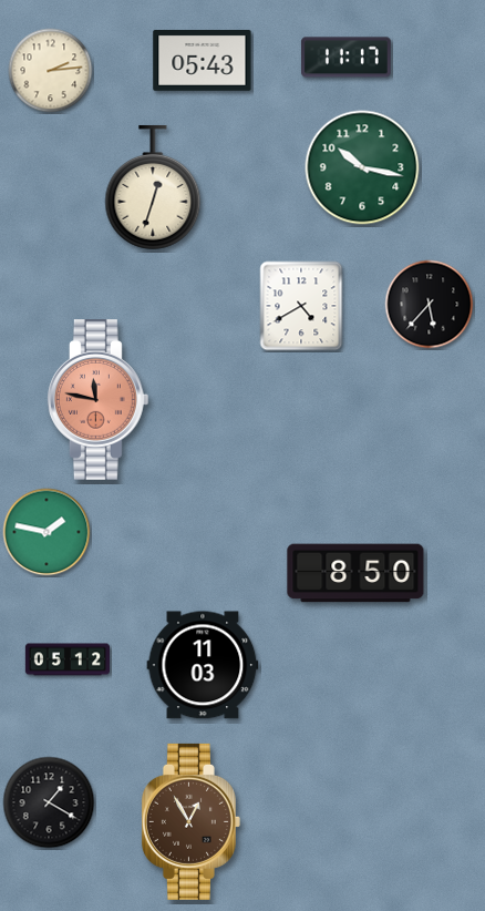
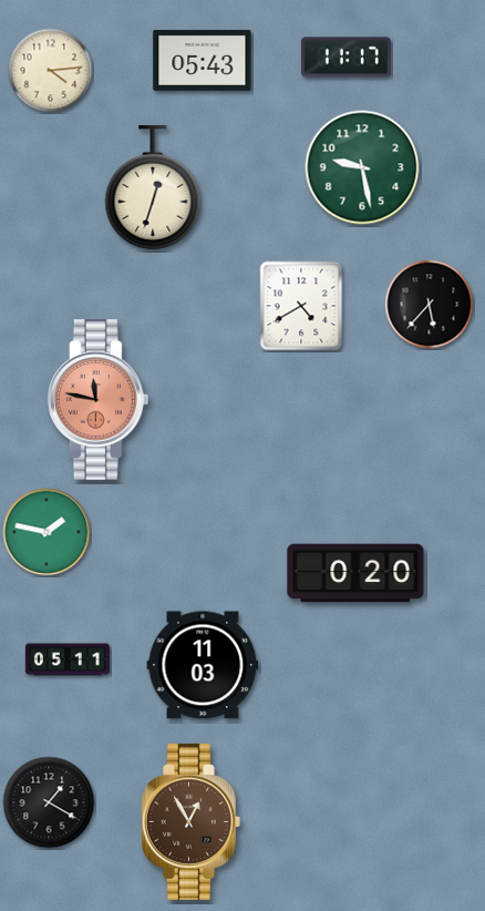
clock at (51, 71): 2:14 -> 4:14
clock at (362, 167): 10:17 -> 9:28
clock at (355, 573): 8:50 -> 0:20
clock at (66, 659): 05:12 -> 05:11
